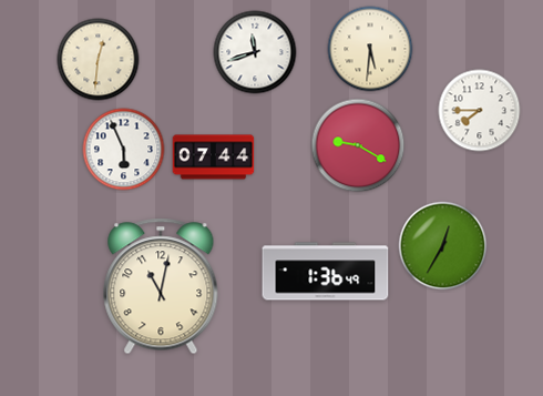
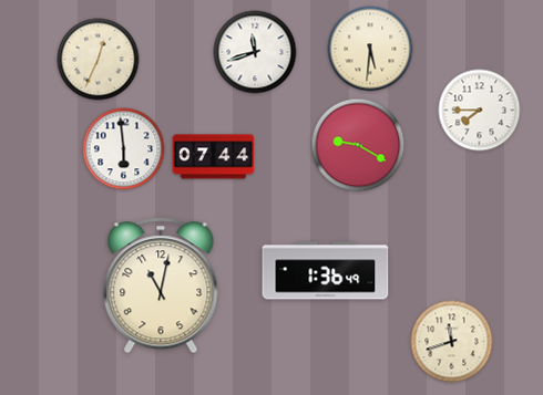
clock at (99, 60): 12:31 -> 12:34
clock at (124, 150): 5:56 -> 5:59
clock at (443, 246): 12:35 -> none
clock at (452, 342): none -> 11:42
